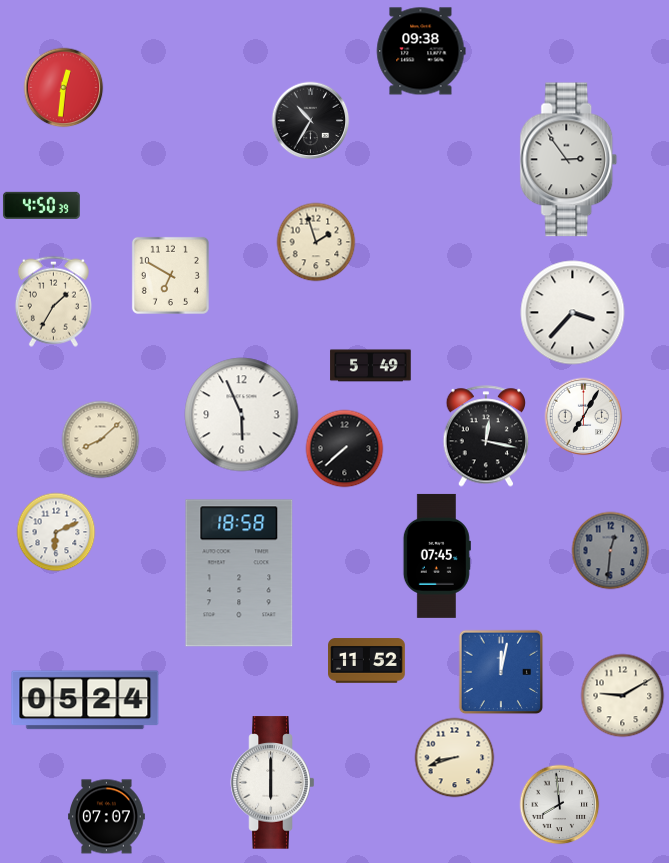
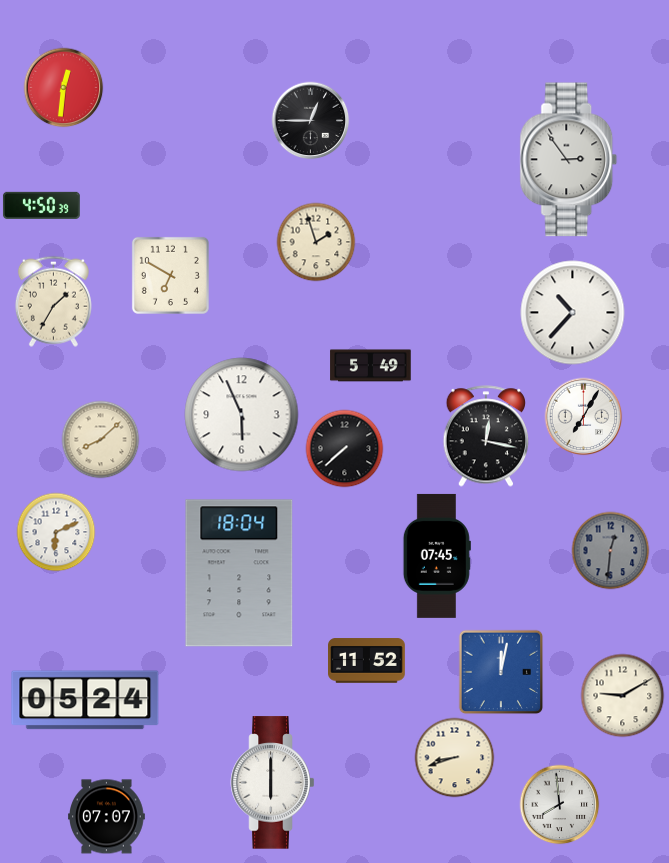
clock at (421, 51): 09:38 -> none
clock at (310, 120): 10:35 -> 12:45
clock at (573, 313): 3:37 -> 10:37
clock at (239, 573): 18:58 -> 18:04
